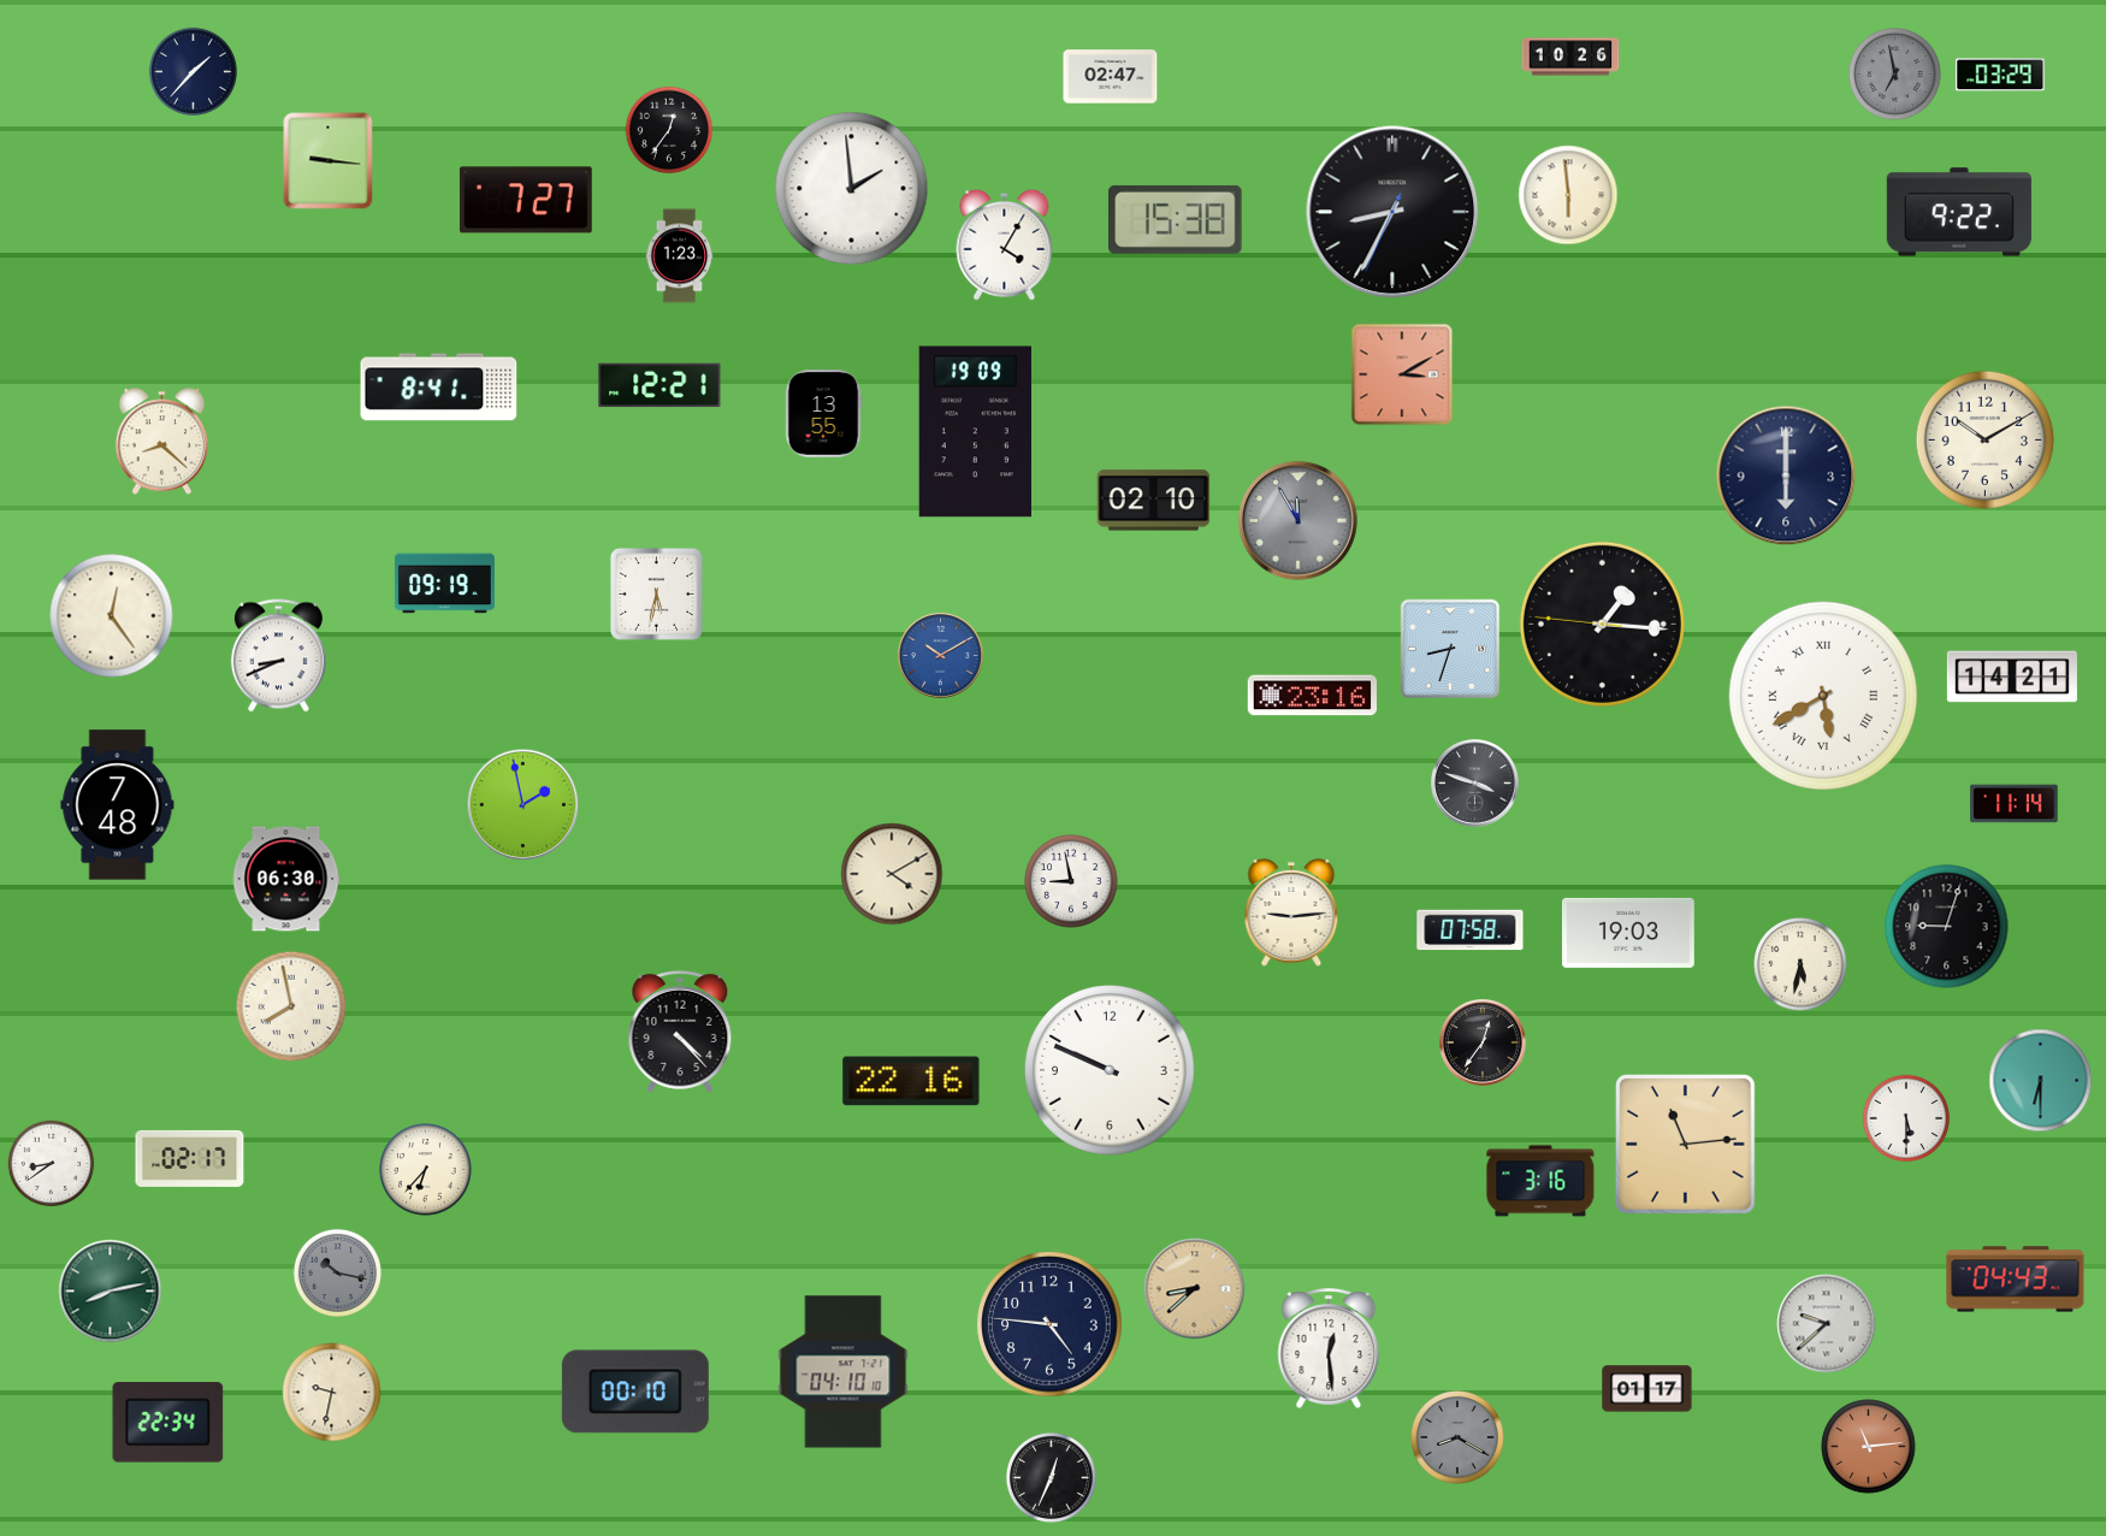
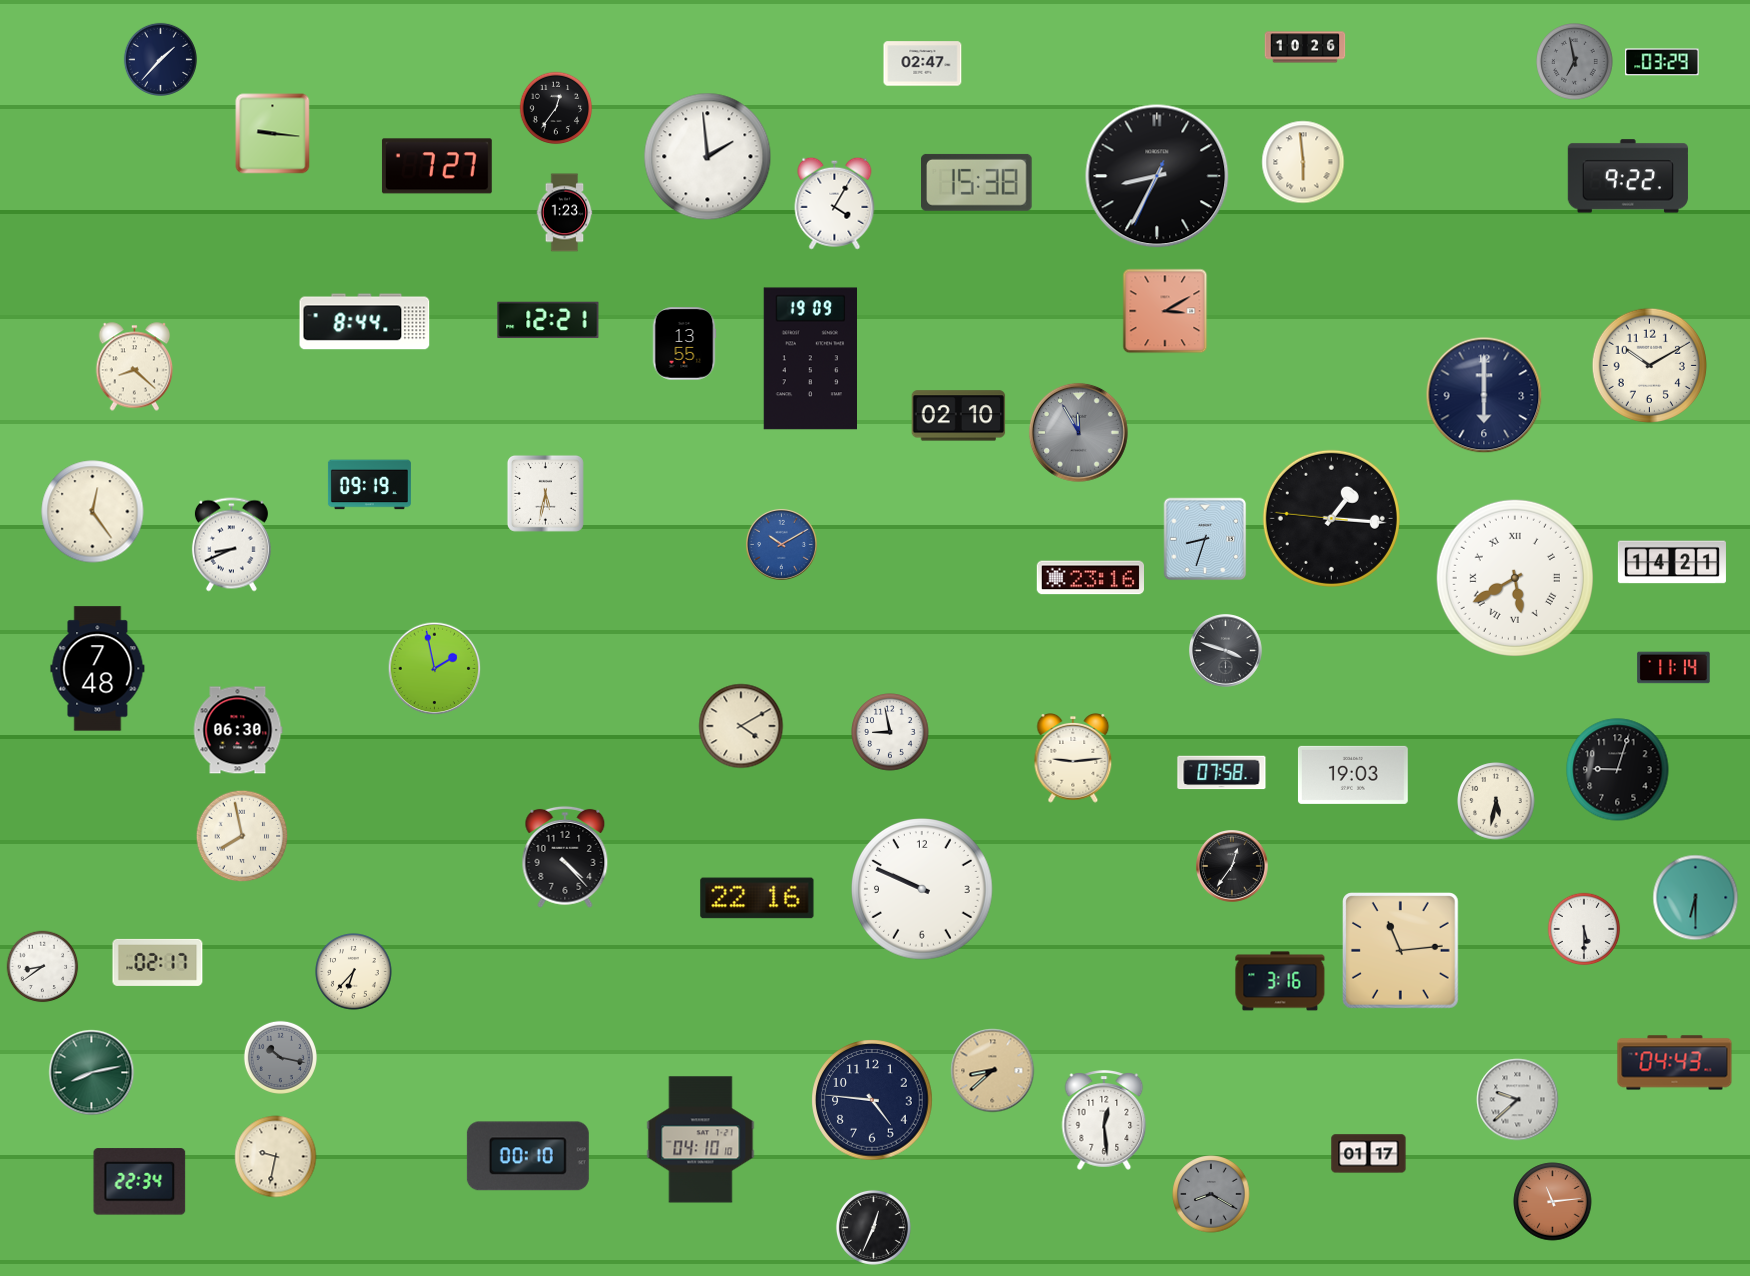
clock at (439, 388): 8:41 -> 8:44
